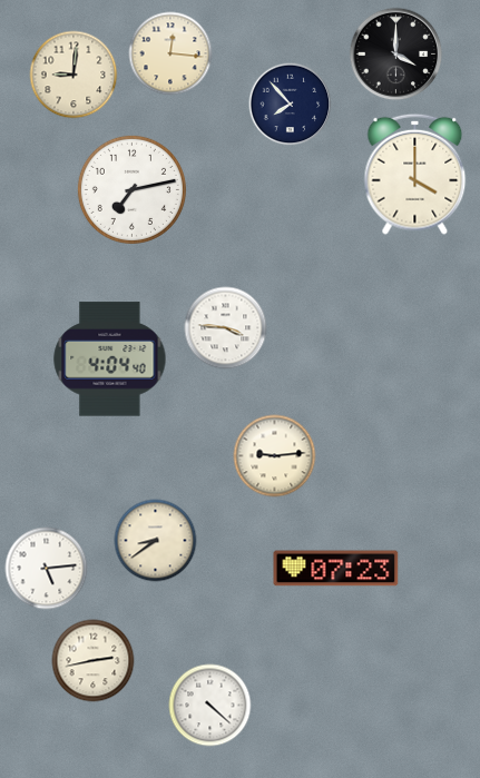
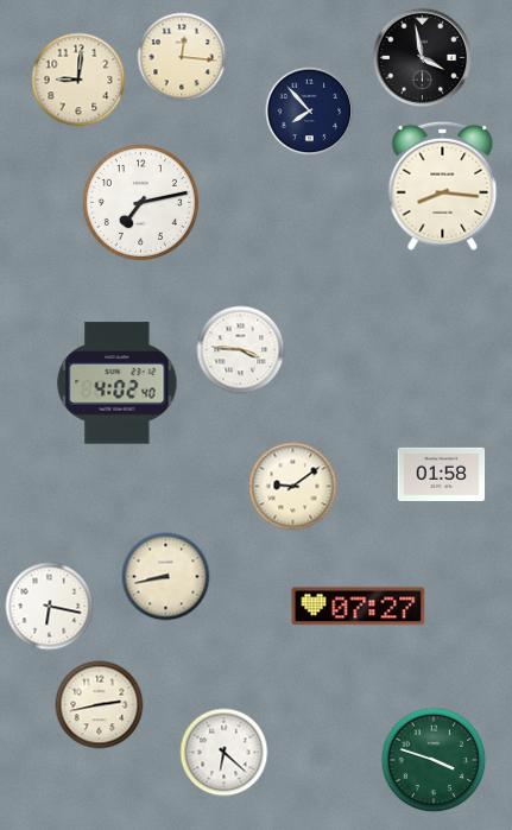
clock at (396, 55): 4:00 -> 3:58
clock at (415, 174): 4:00 -> 8:16
clock at (110, 360): 4:04 -> 4:02
clock at (442, 474): none -> 01:58
clock at (275, 456): 9:14 -> 9:09
clock at (156, 541): 8:39 -> 8:43
clock at (47, 569): 5:14 -> 6:17
clock at (336, 569): 07:23 -> 07:27
clock at (210, 706): 4:22 -> 6:22
clock at (434, 760): none -> 3:48
